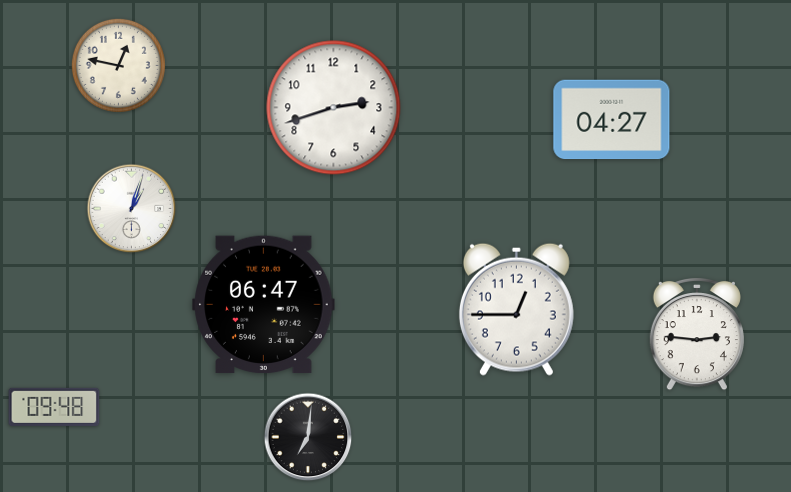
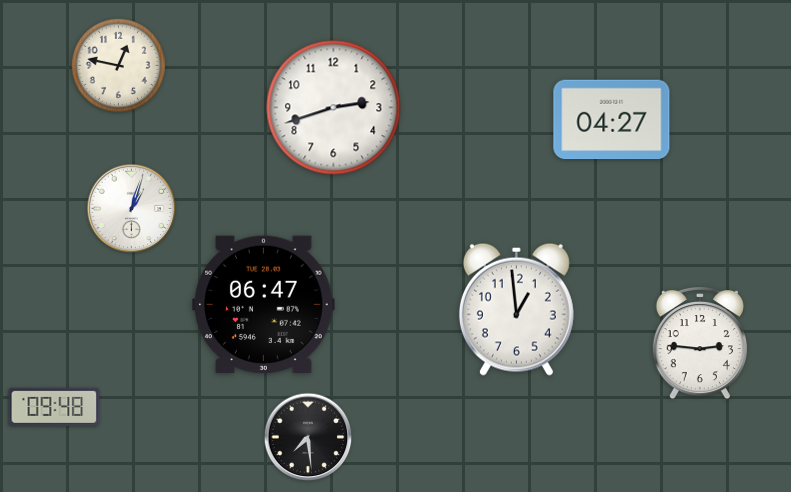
clock at (516, 309): 12:45 -> 12:59
clock at (697, 334) position: (697, 334) -> (700, 343)
clock at (308, 437): 7:01 -> 7:29
